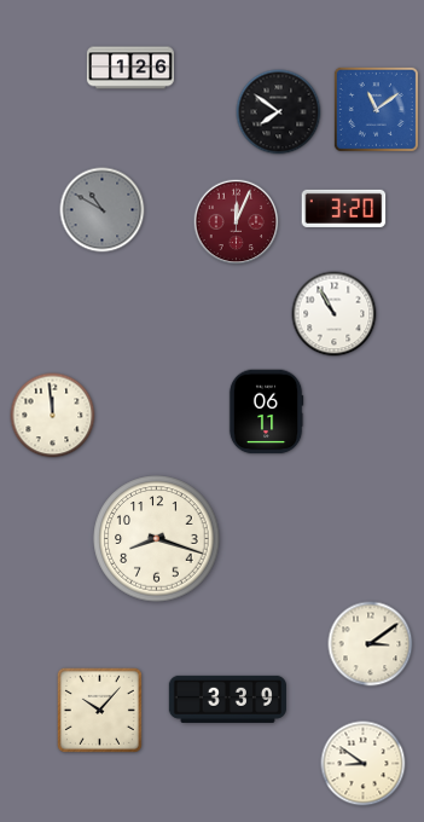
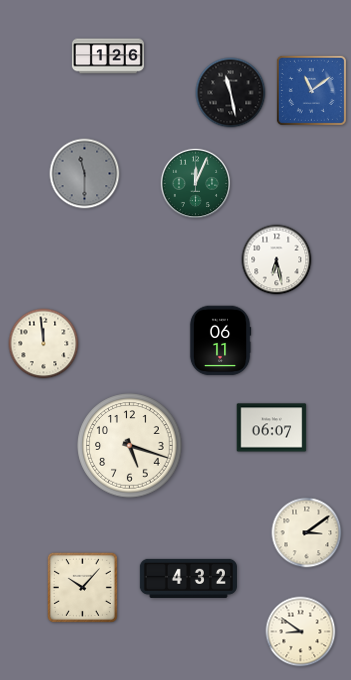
clock at (279, 112): 7:51 -> 11:28
clock at (344, 208): 3:20 -> none
clock at (103, 210): 10:50 -> 11:30
clock at (237, 222) dial: burgundy -> green
clock at (335, 314): 10:55 -> 6:28
clock at (272, 428): none -> 06:07
clock at (157, 539): 8:18 -> 5:18
clock at (227, 699): 3:39 -> 4:32
